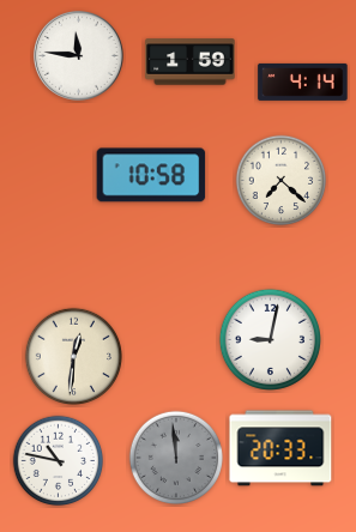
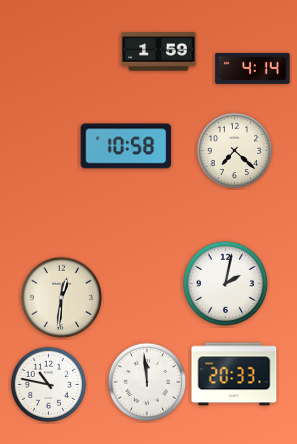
clock at (78, 55): 11:46 -> none
clock at (270, 339): 9:02 -> 2:02
clock at (176, 458) dial: grey -> white
